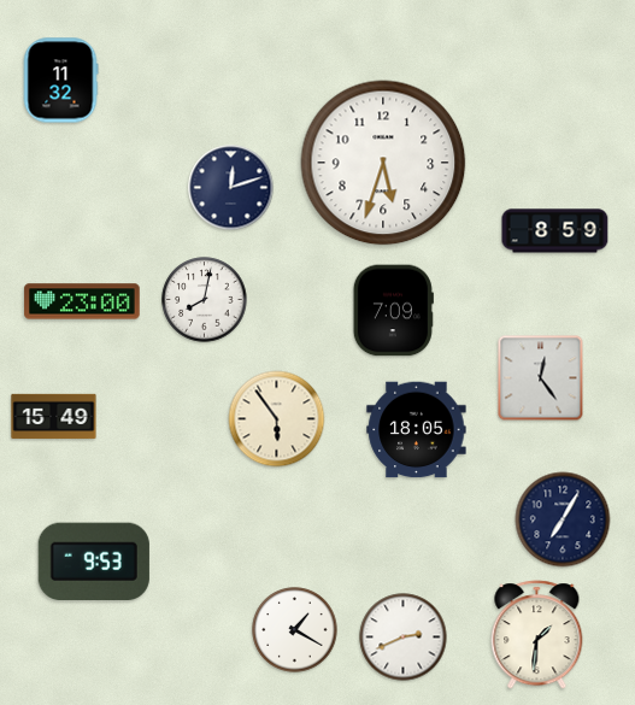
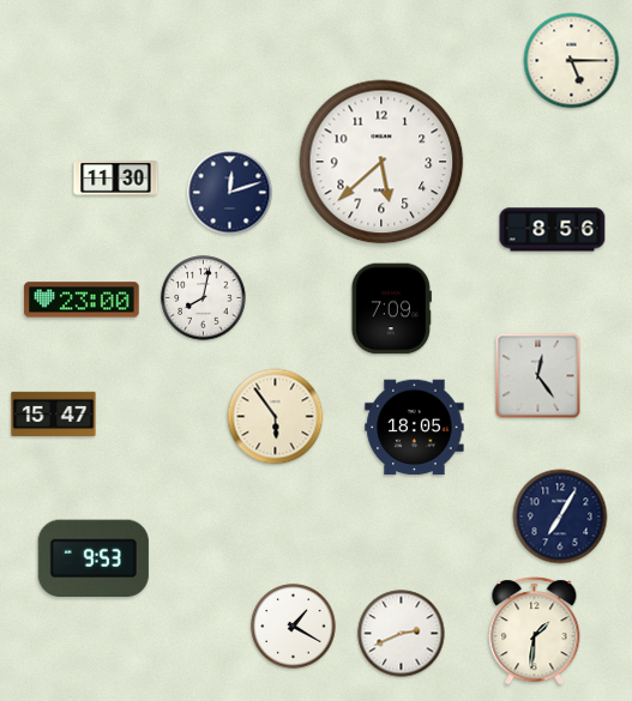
clock at (572, 61): none -> 5:15
clock at (60, 81): 11:32 -> none
clock at (383, 163): 5:33 -> 5:38
clock at (116, 179): none -> 11:30
clock at (231, 188) position: (231, 188) -> (230, 193)
clock at (555, 231): 8:59 -> 8:56
clock at (54, 417): 15:49 -> 15:47
